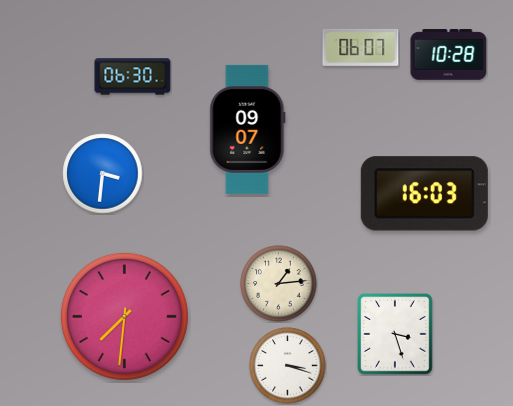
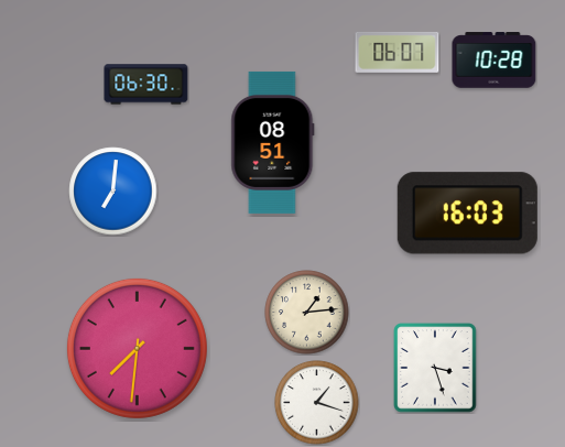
clock at (248, 129): 09:07 -> 08:51
clock at (103, 174): 3:31 -> 7:01
clock at (288, 366): 3:18 -> 1:18
